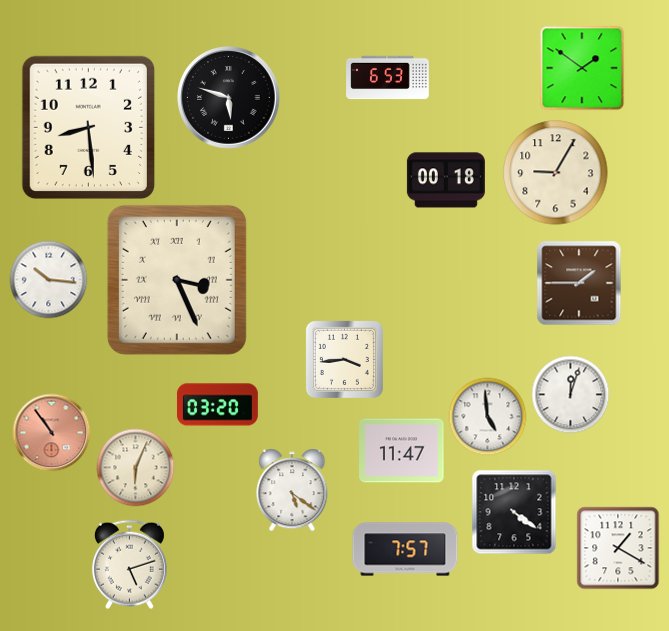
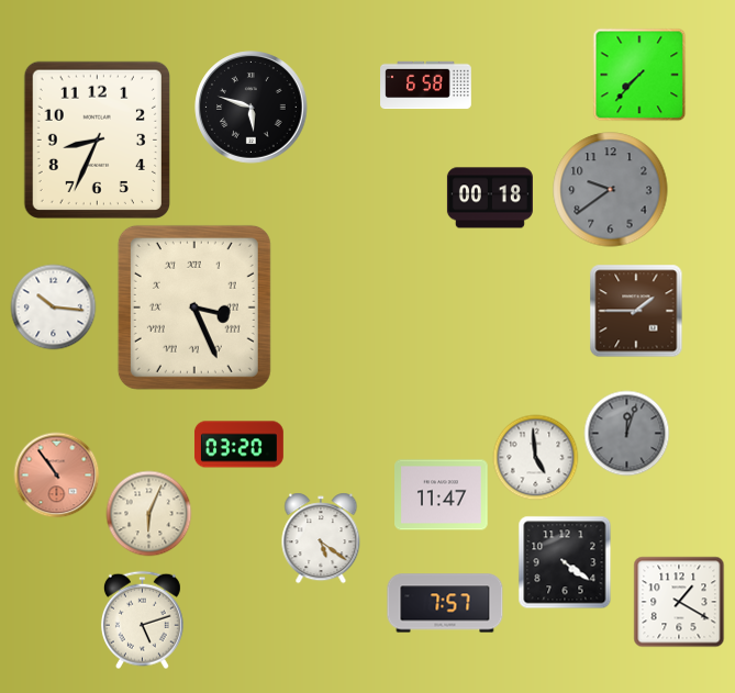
clock at (582, 68): 1:51 -> 7:37
clock at (388, 78): 6:53 -> 6:58
clock at (88, 127): 8:29 -> 8:34
clock at (556, 173): 9:05 -> 9:39
clock at (556, 173) dial: cream -> grey
clock at (344, 359): 3:44 -> none
clock at (570, 394) dial: white -> grey
